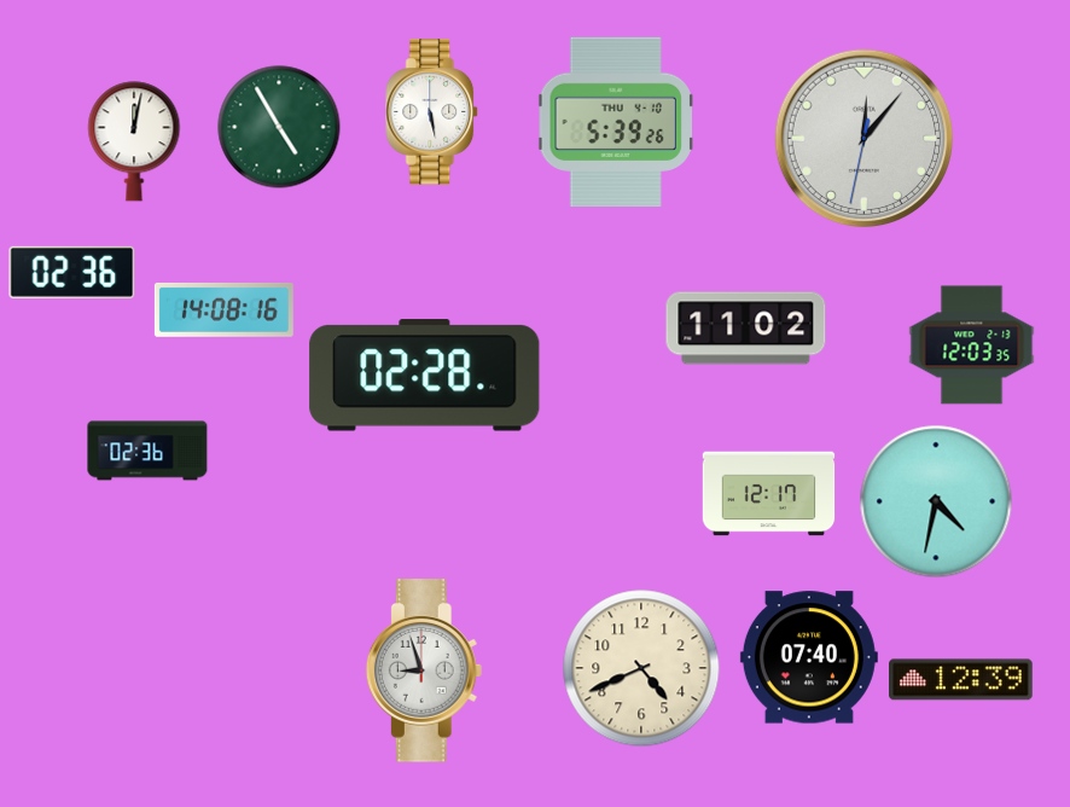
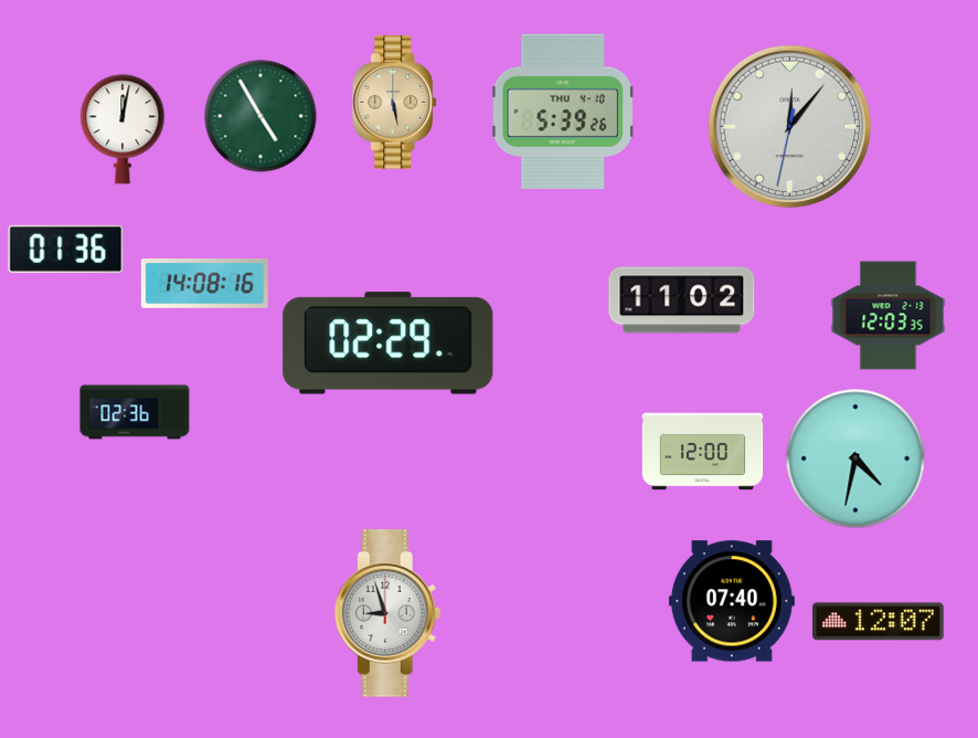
clock at (432, 112) dial: white -> champagne
clock at (279, 127) position: (279, 127) -> (261, 116)
clock at (72, 272): 02:36 -> 01:36
clock at (425, 376): 02:28 -> 02:29
clock at (769, 494): 12:17 -> 12:00
clock at (809, 657) position: (809, 657) -> (732, 601)
clock at (641, 668): 4:41 -> none
clock at (961, 680): 12:39 -> 12:07
